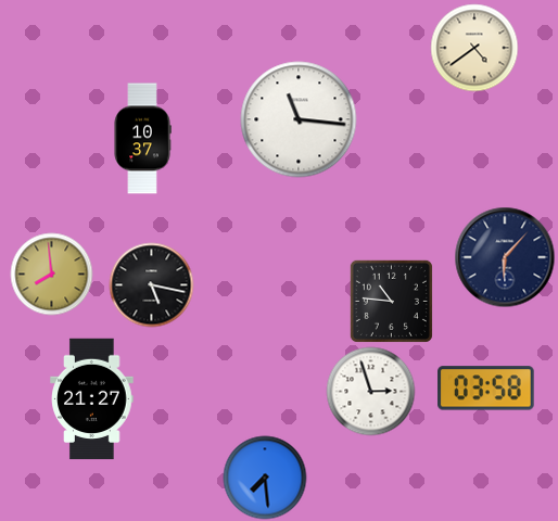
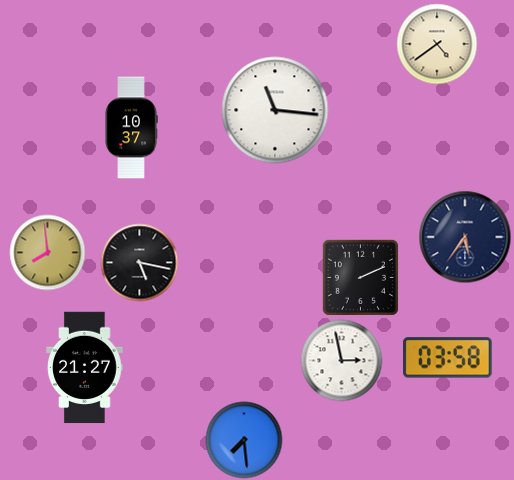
clock at (505, 257): 6:07 -> 5:36
clock at (391, 301): 10:46 -> 2:11
clock at (371, 392): 2:57 -> 2:58
